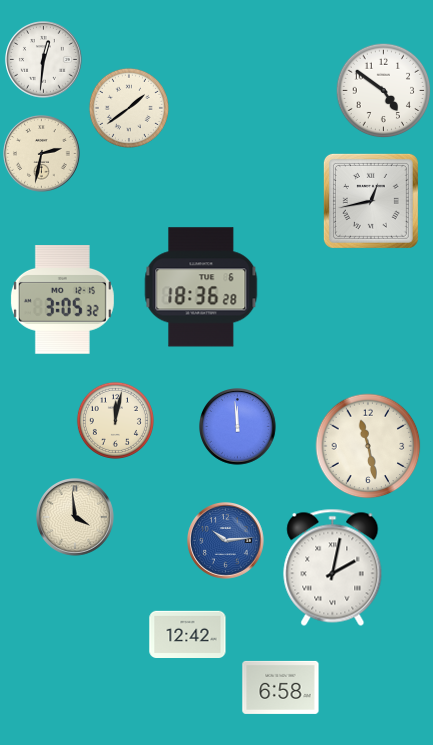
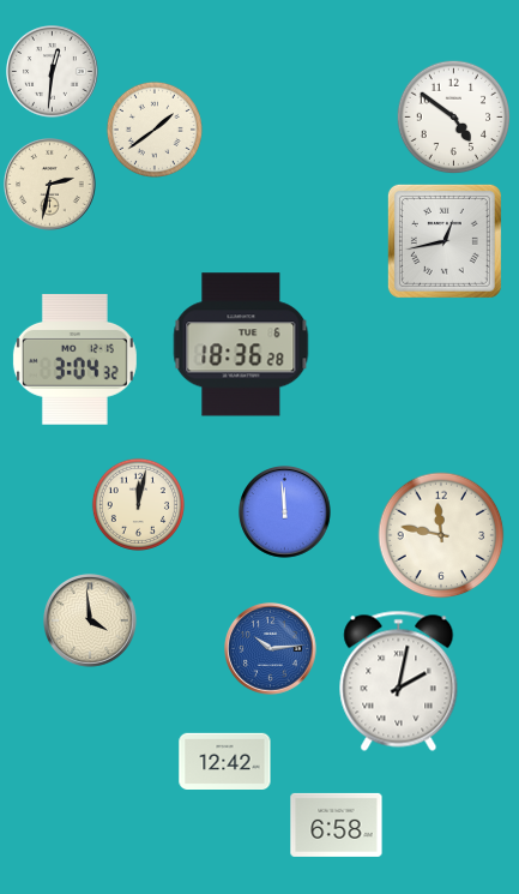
clock at (383, 90) position: (383, 90) -> (453, 116)
clock at (62, 300): 3:05 -> 3:04
clock at (368, 446): 11:28 -> 11:47
